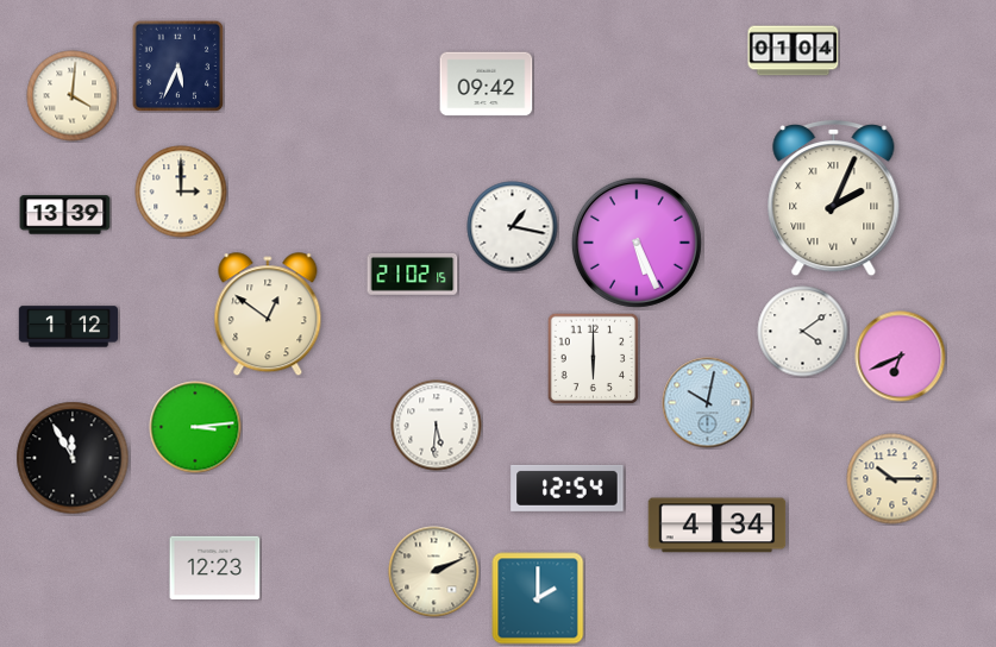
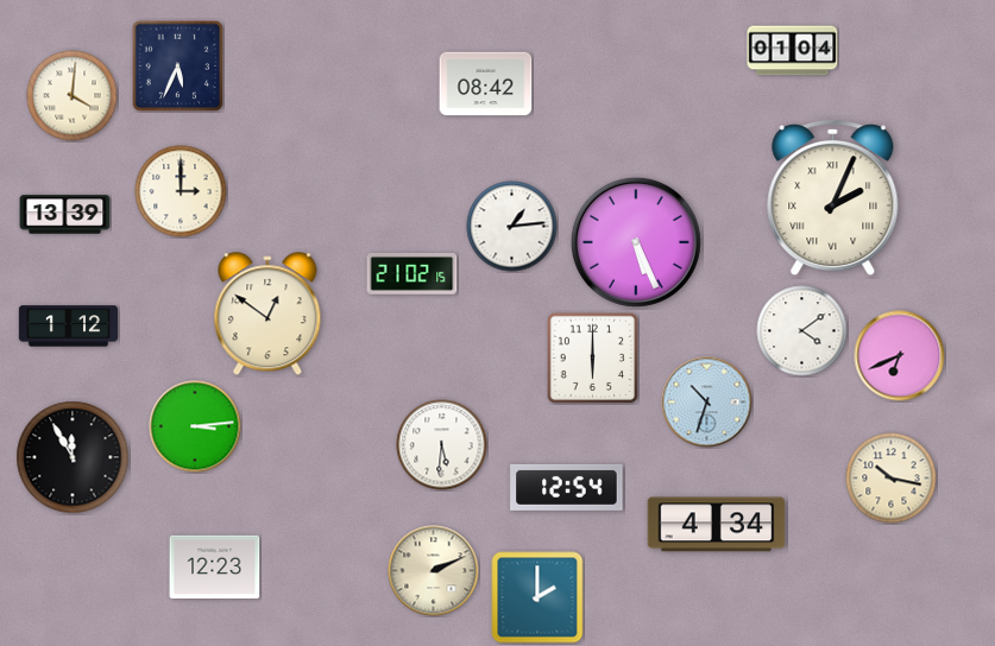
clock at (487, 84): 09:42 -> 08:42
clock at (513, 227): 1:17 -> 1:14
clock at (708, 403): 10:02 -> 10:33
clock at (437, 426) position: (437, 426) -> (442, 445)
clock at (892, 479): 10:15 -> 10:17
